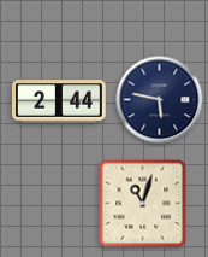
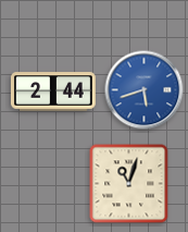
clock at (160, 100): 5:47 -> 5:42
clock at (160, 100) dial: navy -> blue
